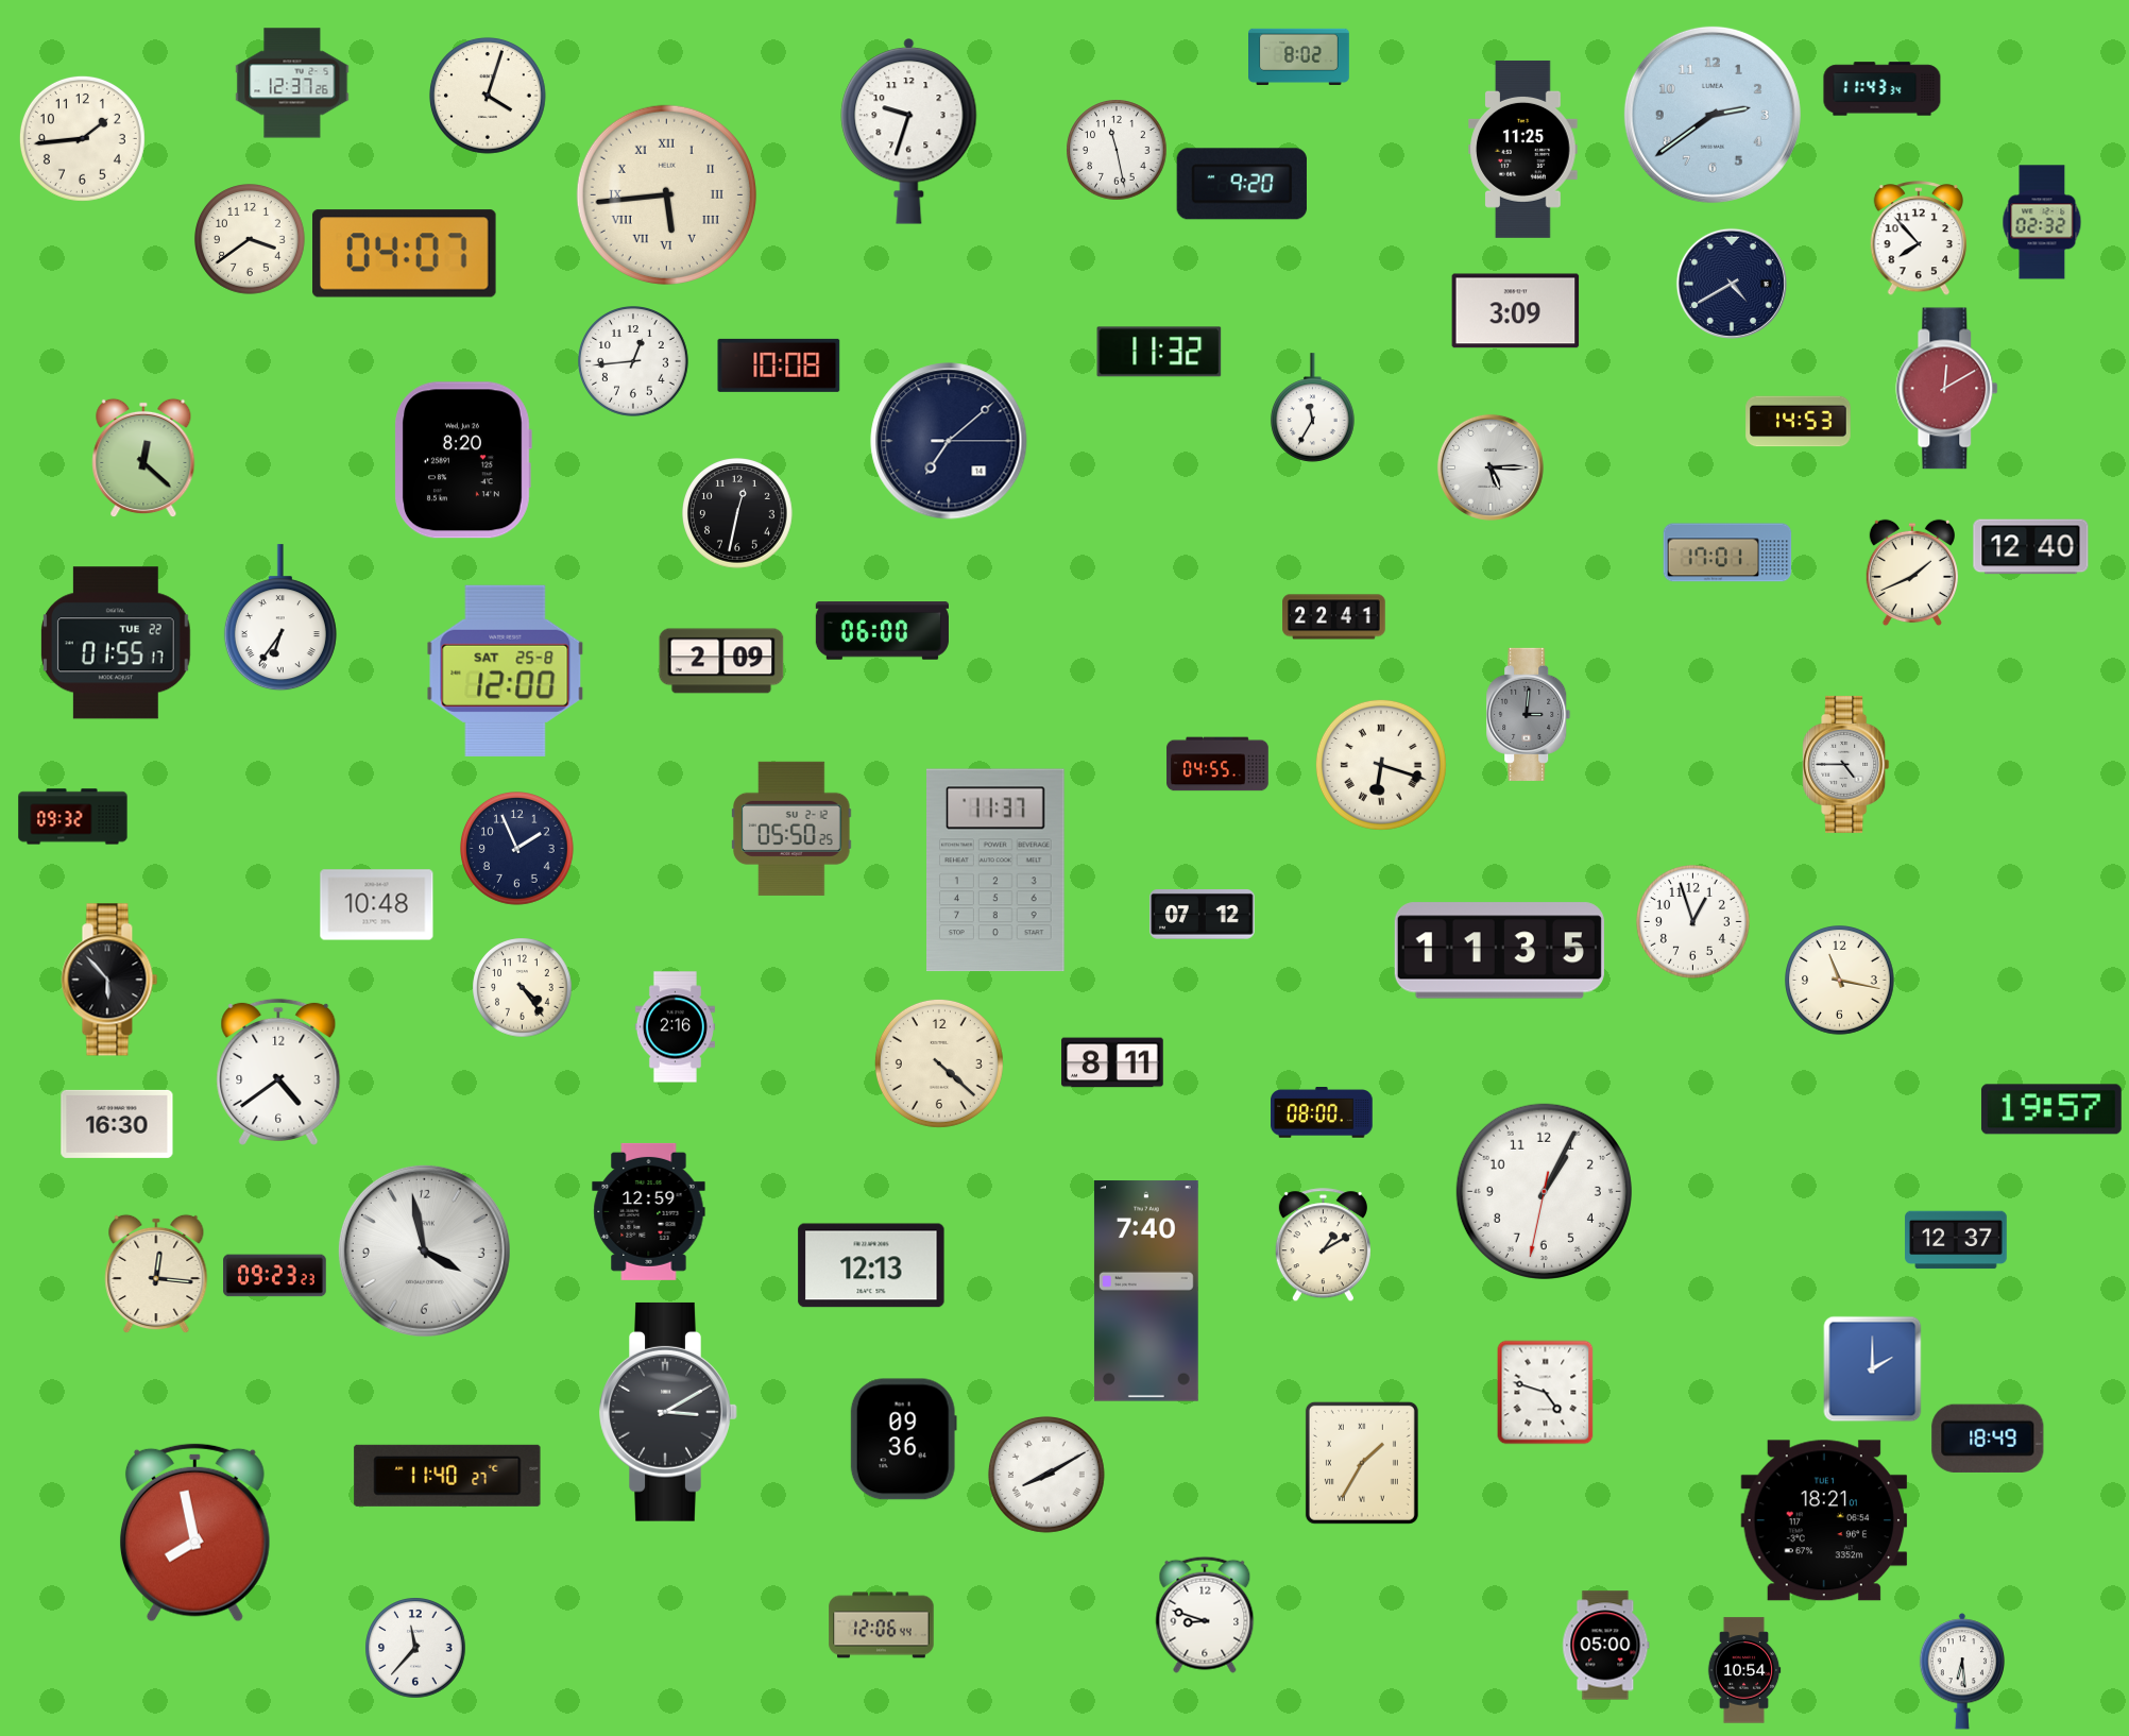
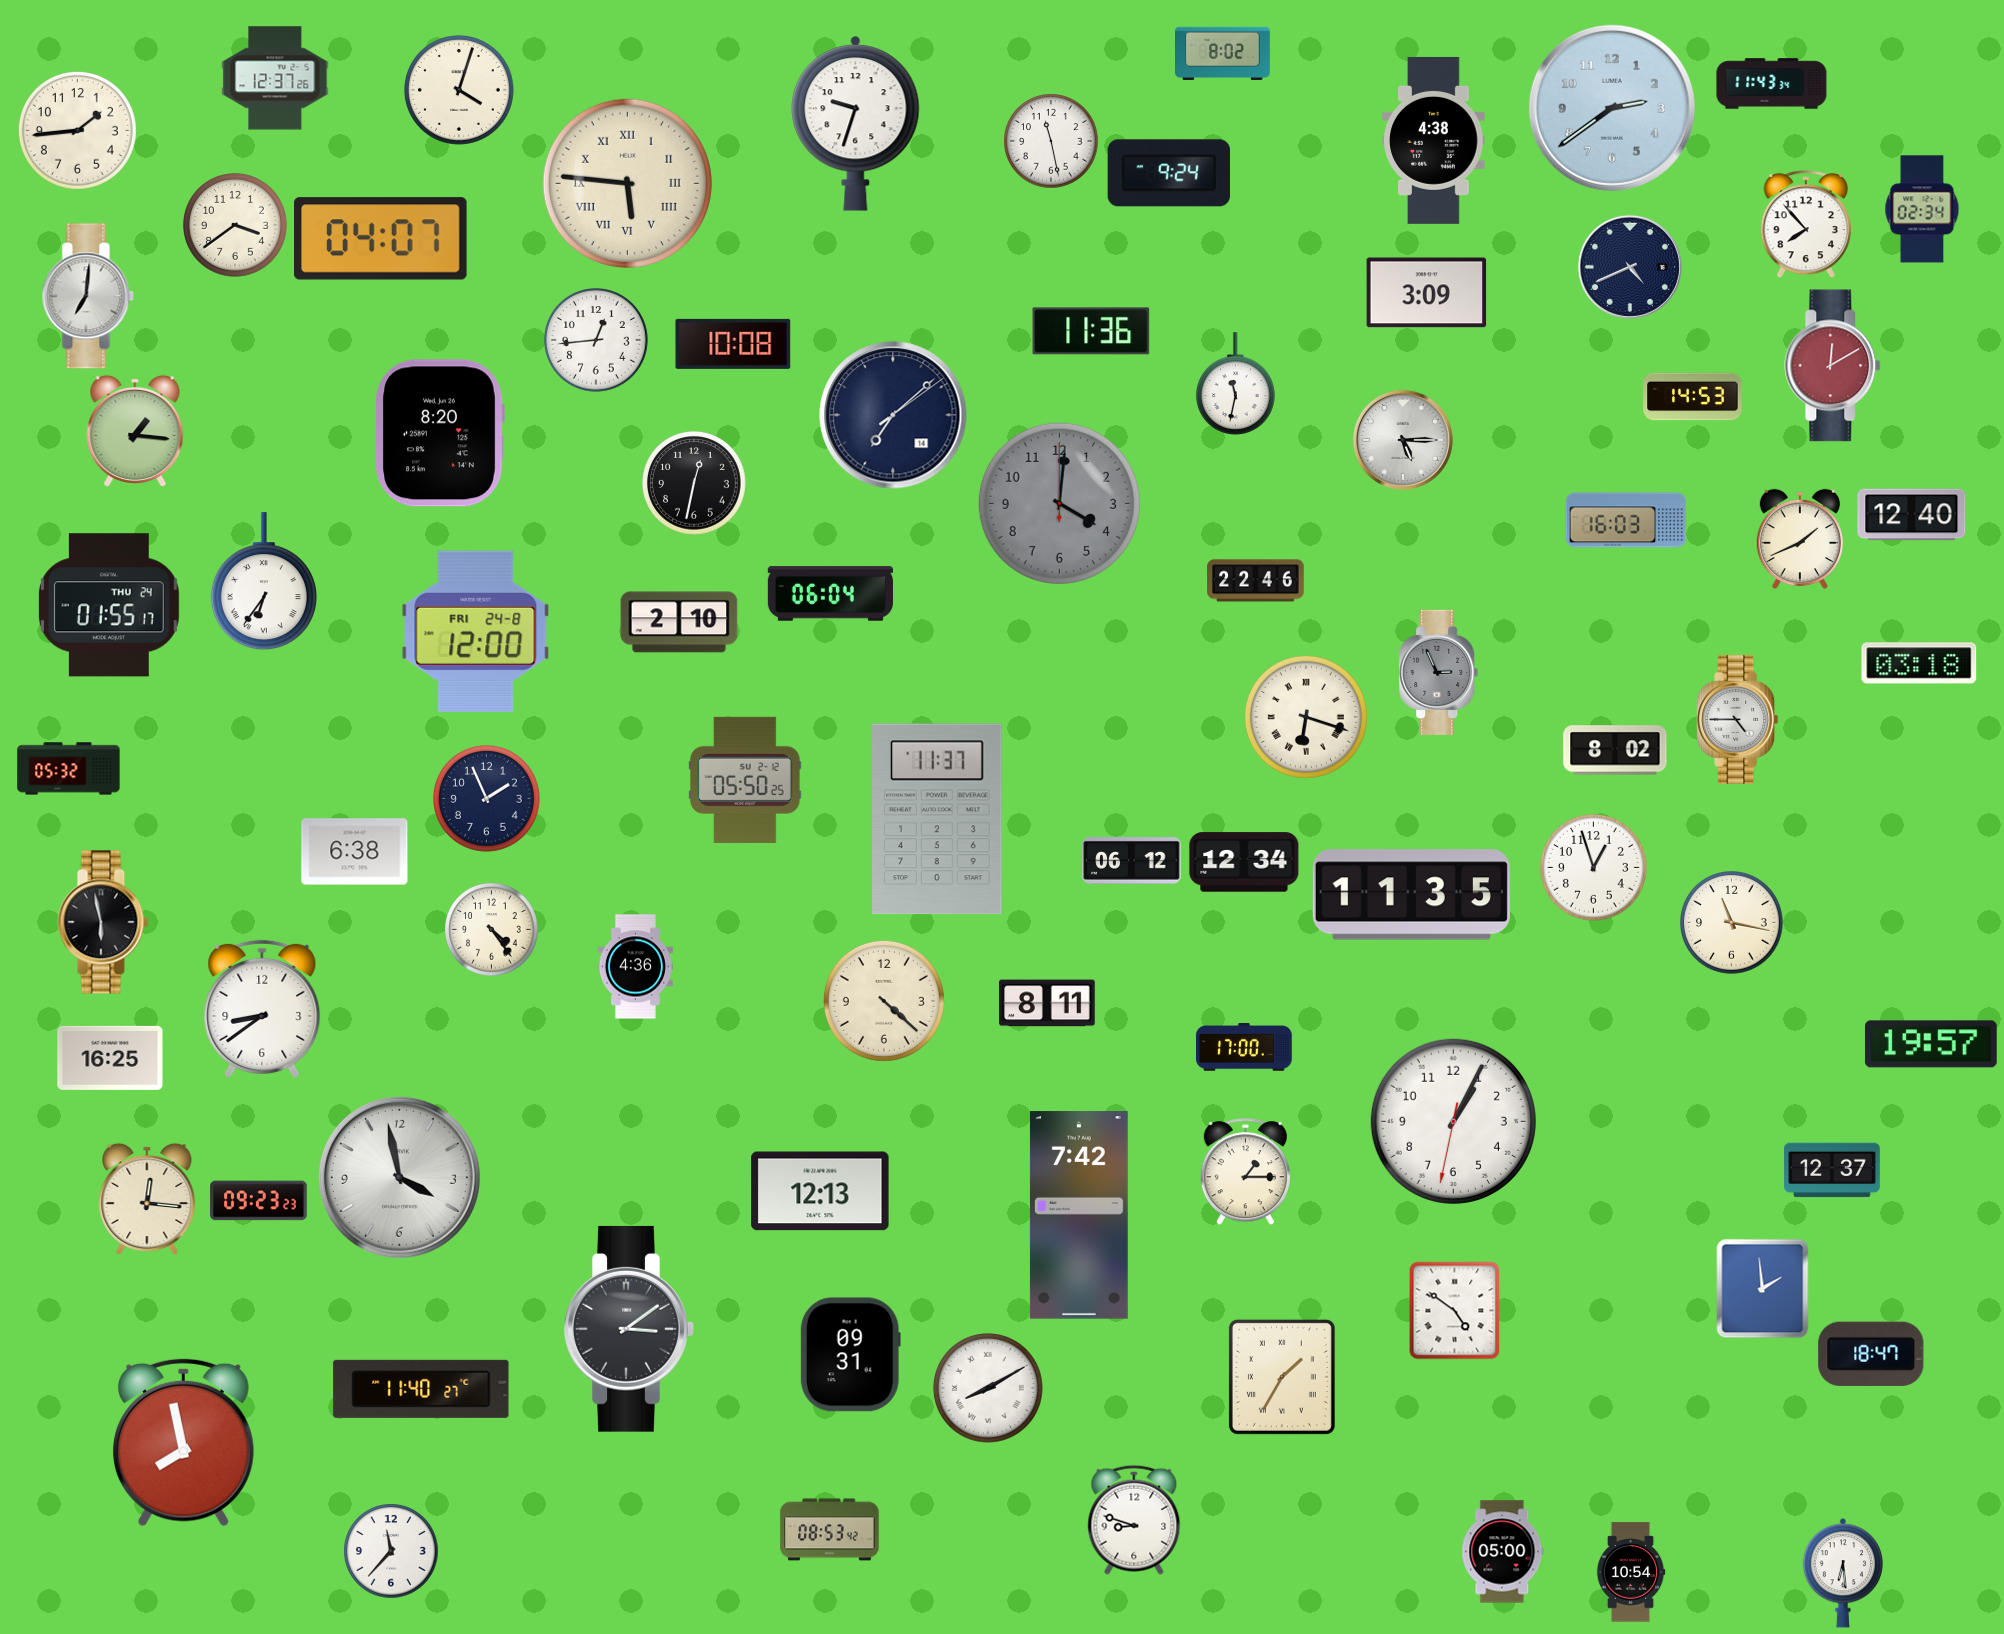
clock at (1523, 149): 11:25 -> 4:38
clock at (1242, 184): 9:20 -> 9:24
clock at (666, 194): 5:44 -> 5:46
clock at (2042, 222): 02:32 -> 02:34
clock at (1732, 284): 4:40 -> 4:41
clock at (88, 296): none -> 7:01
clock at (1159, 352): 11:32 -> 11:36
clock at (1313, 408): 11:35 -> 11:32
clock at (949, 441): 7:08:15 -> 7:08:09
clock at (143, 458): 12:22 -> 1:16
clock at (463, 460) position: (463, 460) -> (440, 433)
clock at (1059, 503): none -> 4:01
clock at (1727, 552): 17:01 -> 16:03
clock at (1334, 617): 22:41 -> 22:46
clock at (882, 631): 06:00 -> 06:04
clock at (116, 643) date: TUE 22 -> THU 24
clock at (721, 661): 2:09 -> 2:10
clock at (506, 670) date: SAT 25-8 -> FRI 24-8
clock at (1919, 663): none -> 03:18
clock at (1529, 714): 3:01 -> 2:56
clock at (1217, 764): 04:55 -> none
clock at (1381, 765) position: (1381, 765) -> (1306, 717)
clock at (1615, 750): none -> 8:02
clock at (73, 817): 09:32 -> 05:32
clock at (377, 905): 10:48 -> 6:38
clock at (1203, 915): 07:12 -> 06:12
clock at (1244, 862): none -> 12:34
clock at (109, 980): 5:53 -> 5:58
clock at (675, 1027): 2:16 -> 4:36
clock at (1112, 1062) position: (1112, 1062) -> (1047, 1003)
clock at (278, 1072): 4:39 -> 8:39
clock at (1323, 1113): 08:00 -> 17:00
clock at (117, 1124): 16:30 -> 16:25
clock at (649, 1211): 12:59 -> none
clock at (1956, 1240) position: (1956, 1240) -> (1832, 1170)
clock at (1323, 1245): 1:10 -> 1:15
clock at (1146, 1291): 7:40 -> 7:42
clock at (1873, 1369): 2:00 -> 1:59
clock at (1546, 1393): 4:48 -> 4:51
clock at (668, 1412): 3:10 -> 3:09
clock at (1988, 1439): 18:49 -> 18:47
clock at (903, 1440): 09:36 -> 09:31
clock at (1046, 1475) position: (1046, 1475) -> (988, 1388)
clock at (1824, 1520): 18:21 -> none
clock at (882, 1626): 12:06 -> 08:53
clock at (1606, 1646) position: (1606, 1646) -> (1503, 1552)
clock at (1744, 1670) position: (1744, 1670) -> (1631, 1572)
clock at (1961, 1671) position: (1961, 1671) -> (1842, 1573)
